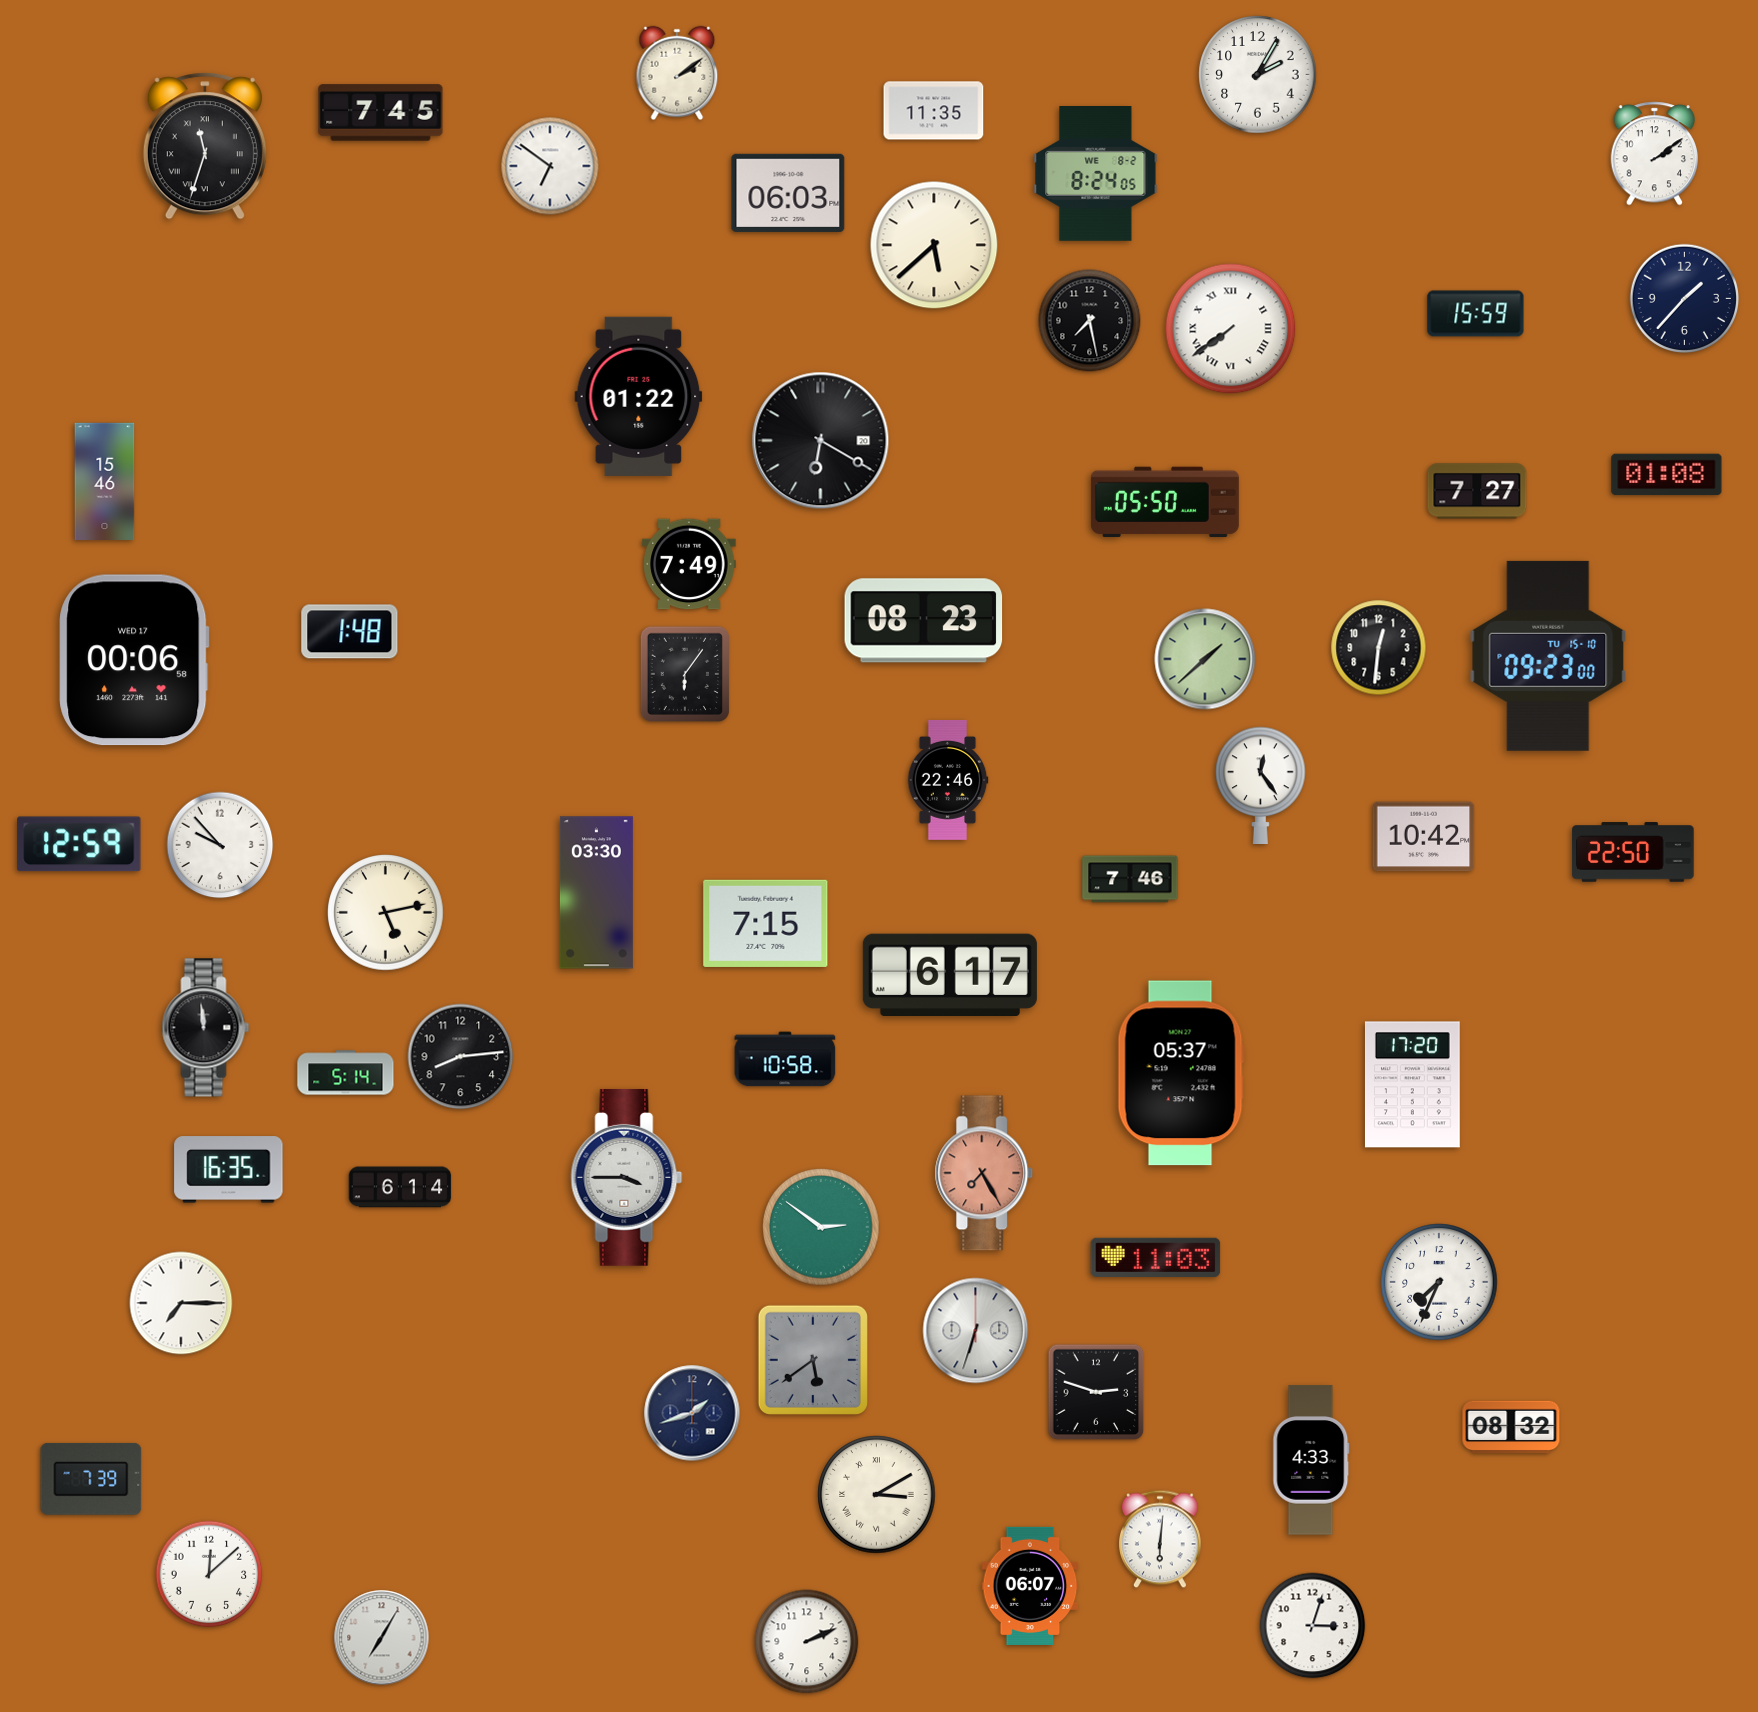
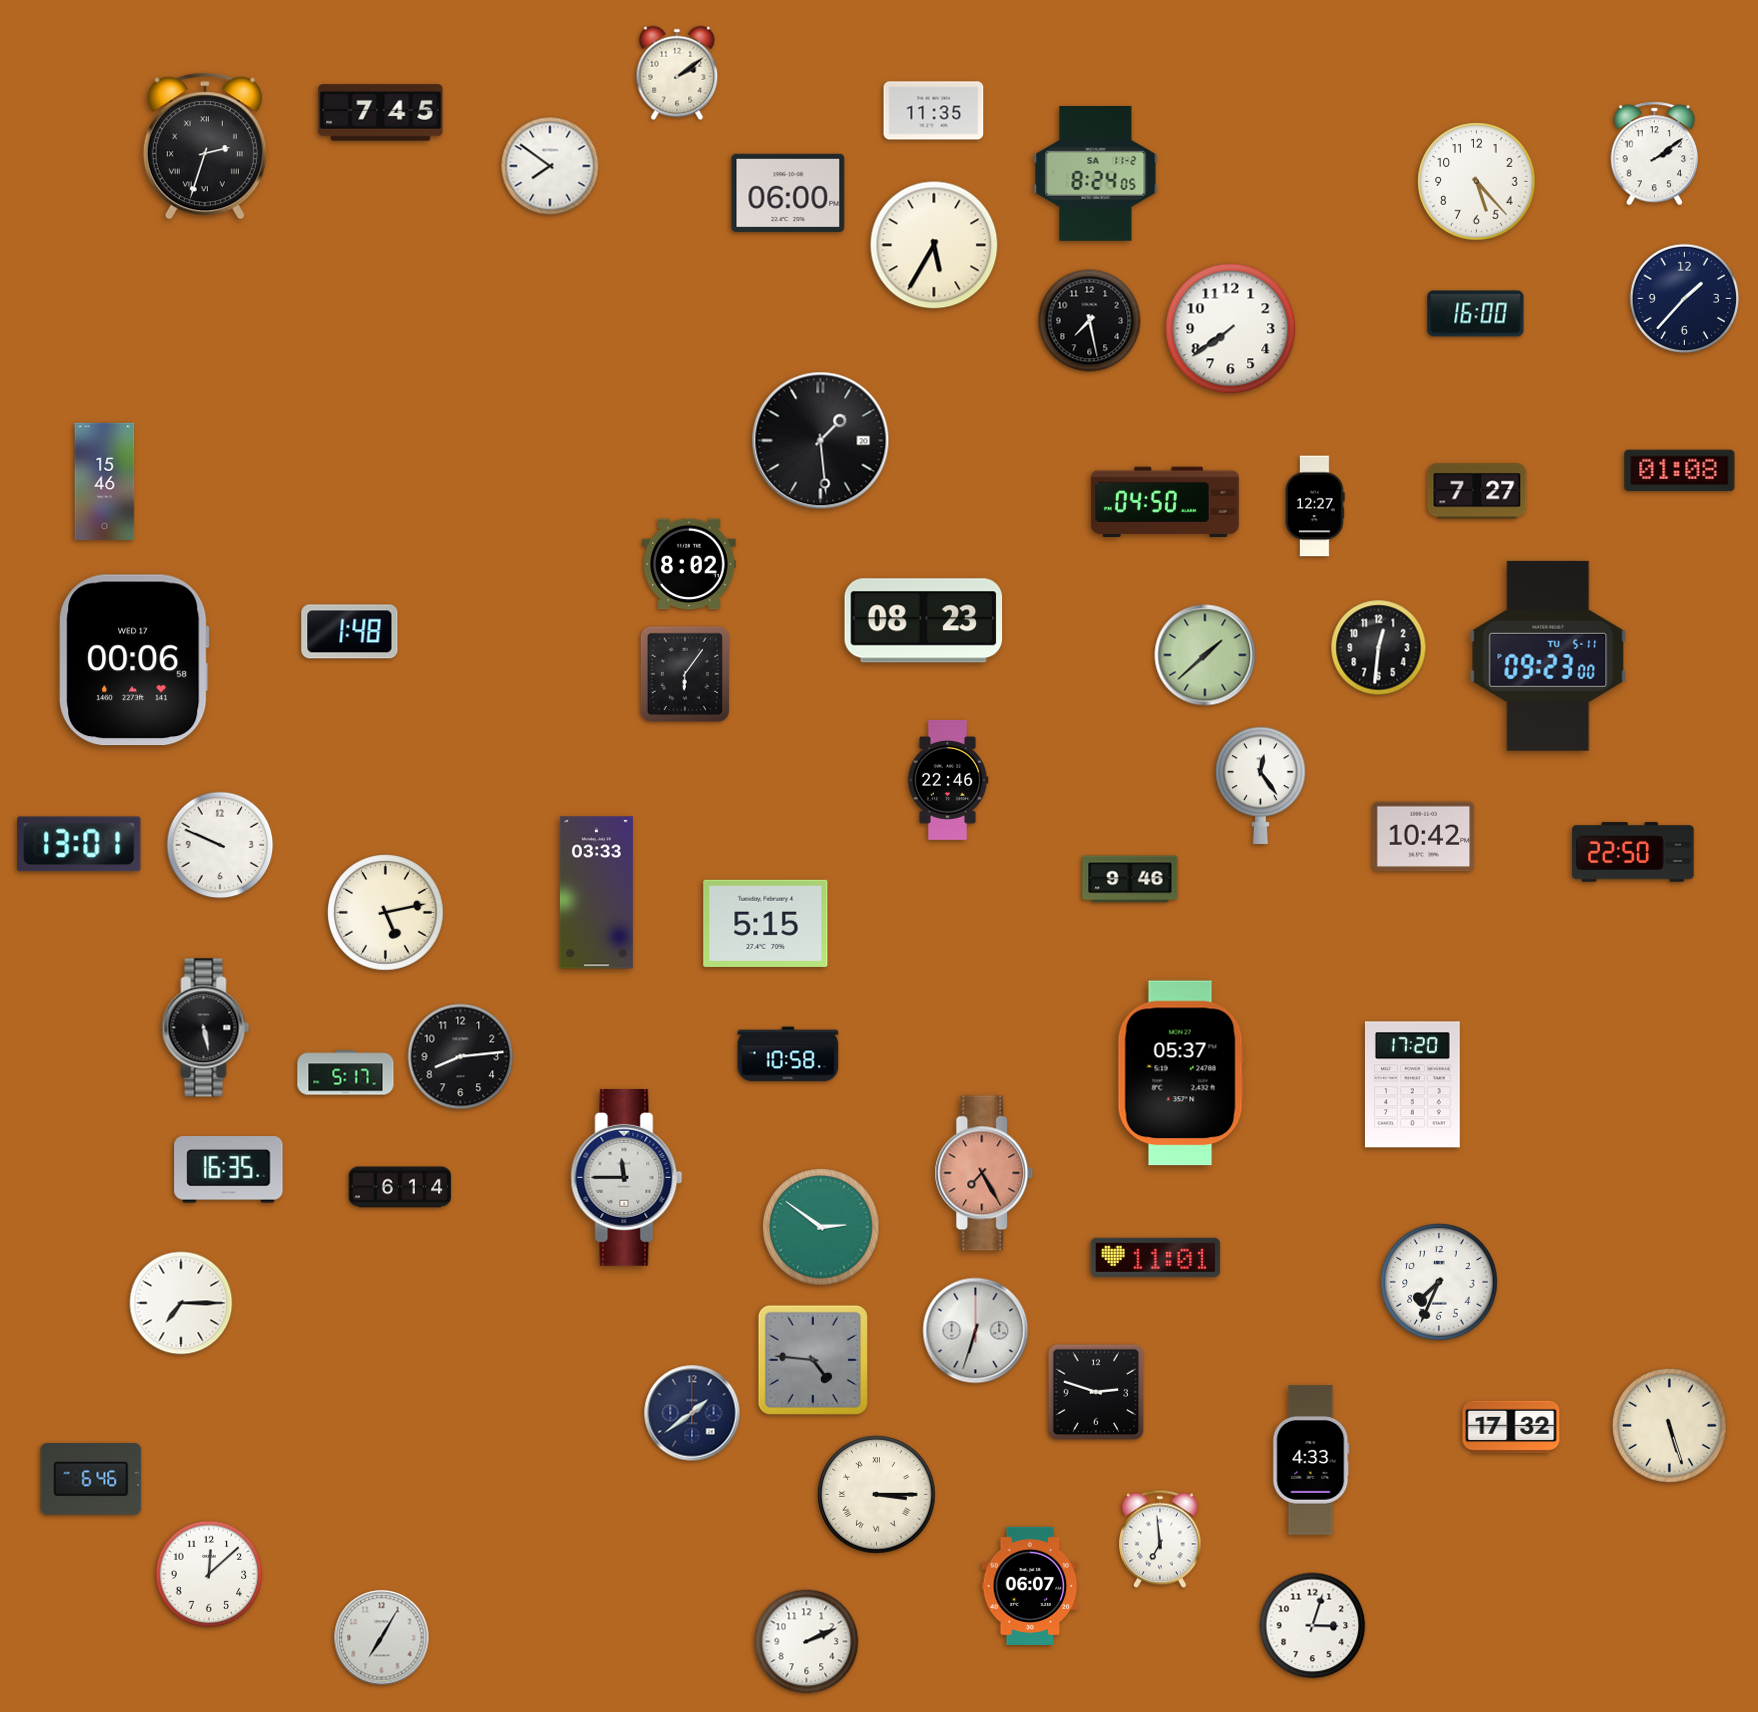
clock at (1258, 75): 2:05 -> none
clock at (205, 146): 11:33 -> 2:33
clock at (550, 166): 6:51 -> 7:51
clock at (1096, 174) date: WE 8-2 -> SA 11-2
clock at (1477, 182): none -> 5:23
clock at (788, 193): 06:03 -> 06:00
clock at (934, 245): 5:38 -> 5:35
clock at (1476, 314): 15:59 -> 16:00
clock at (1231, 329) numerals: Roman -> Arabic
clock at (639, 396): 01:22 -> none
clock at (821, 441): 6:20 -> 1:29
clock at (1667, 475) position: (1667, 475) -> (1680, 471)
clock at (1165, 501): 05:50 -> 04:50
clock at (1315, 506): none -> 12:27
clock at (689, 564): 7:49 -> 8:02
clock at (1548, 656) date: TU 15-10 -> TU 5-11
clock at (1205, 659) position: (1205, 659) -> (1205, 655)
clock at (79, 844): 12:59 -> 13:01
clock at (220, 845): 9:53 -> 9:49
clock at (1130, 879): 7:46 -> 9:46
clock at (596, 893): 03:30 -> 03:33
clock at (766, 923): 7:15 -> 5:15
clock at (950, 975): 6:17 -> none
clock at (206, 1028): 11:59 -> 5:28
clock at (785, 1059) position: (785, 1059) -> (788, 1054)
clock at (346, 1073): 5:14 -> 5:17
clock at (627, 1177): 3:45 -> 11:45
clock at (1156, 1257): 11:03 -> 11:01
clock at (813, 1360): 5:39 -> 4:46
clock at (692, 1413): 1:42 -> 1:39
clock at (1669, 1425): none -> 5:27
clock at (1511, 1427): 08:32 -> 17:32
clock at (91, 1479): 7:39 -> 6:46
clock at (877, 1495): 3:10 -> 3:15
clock at (1161, 1539): 6:01 -> 6:59
